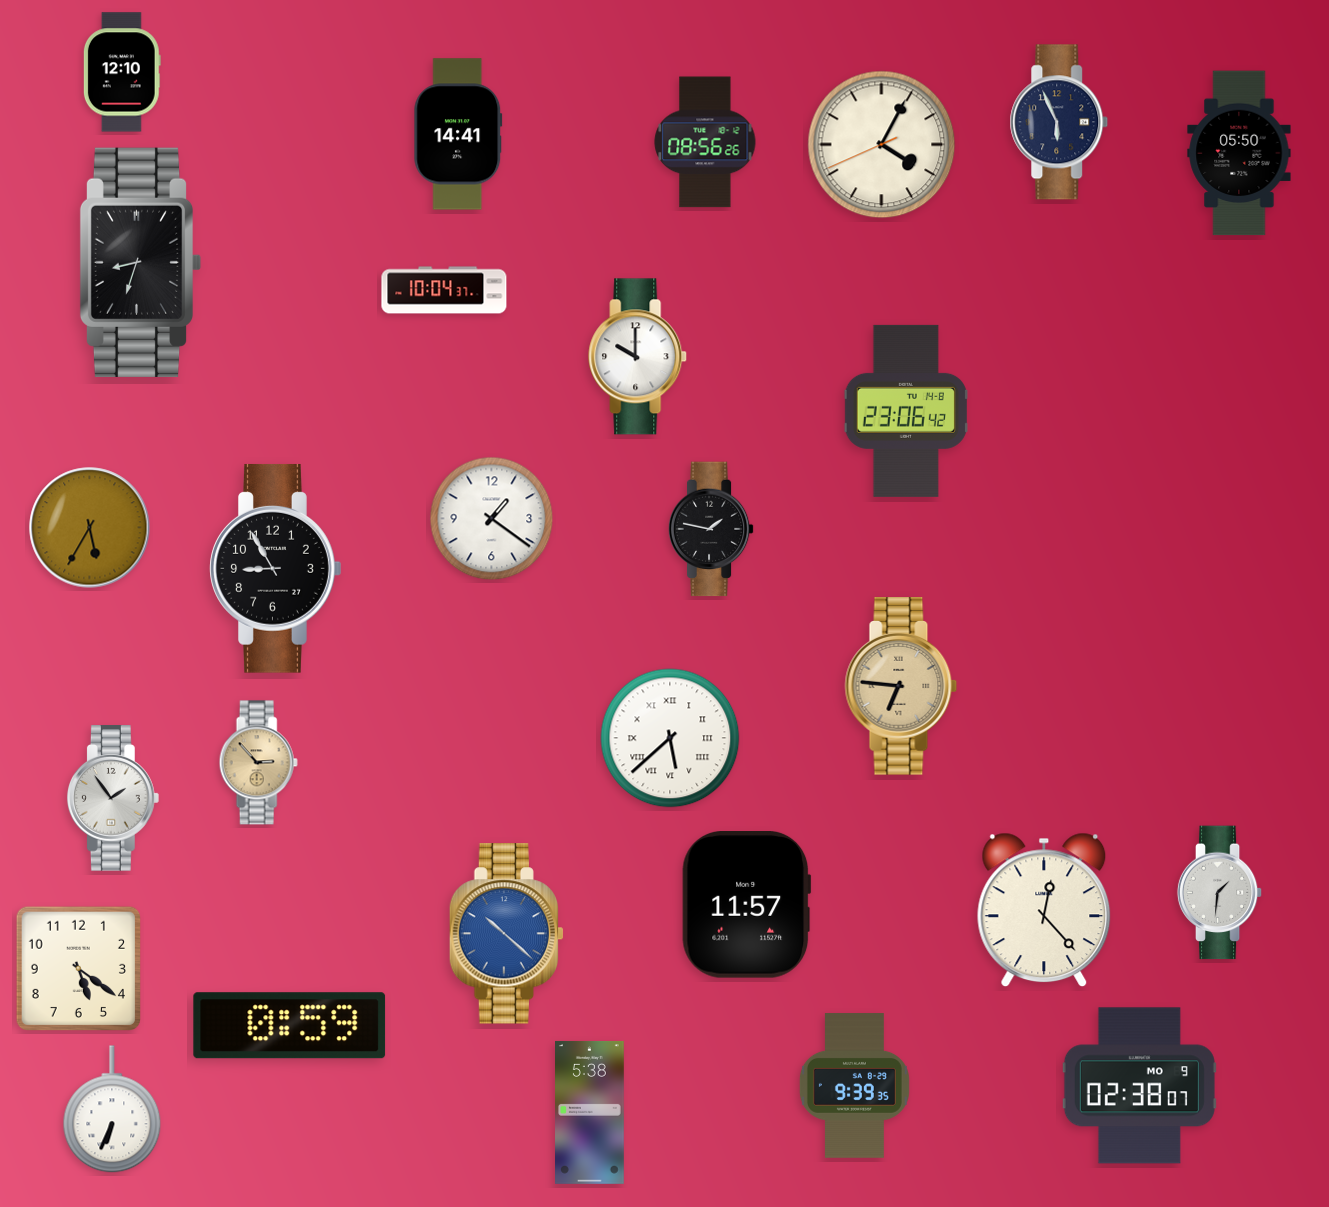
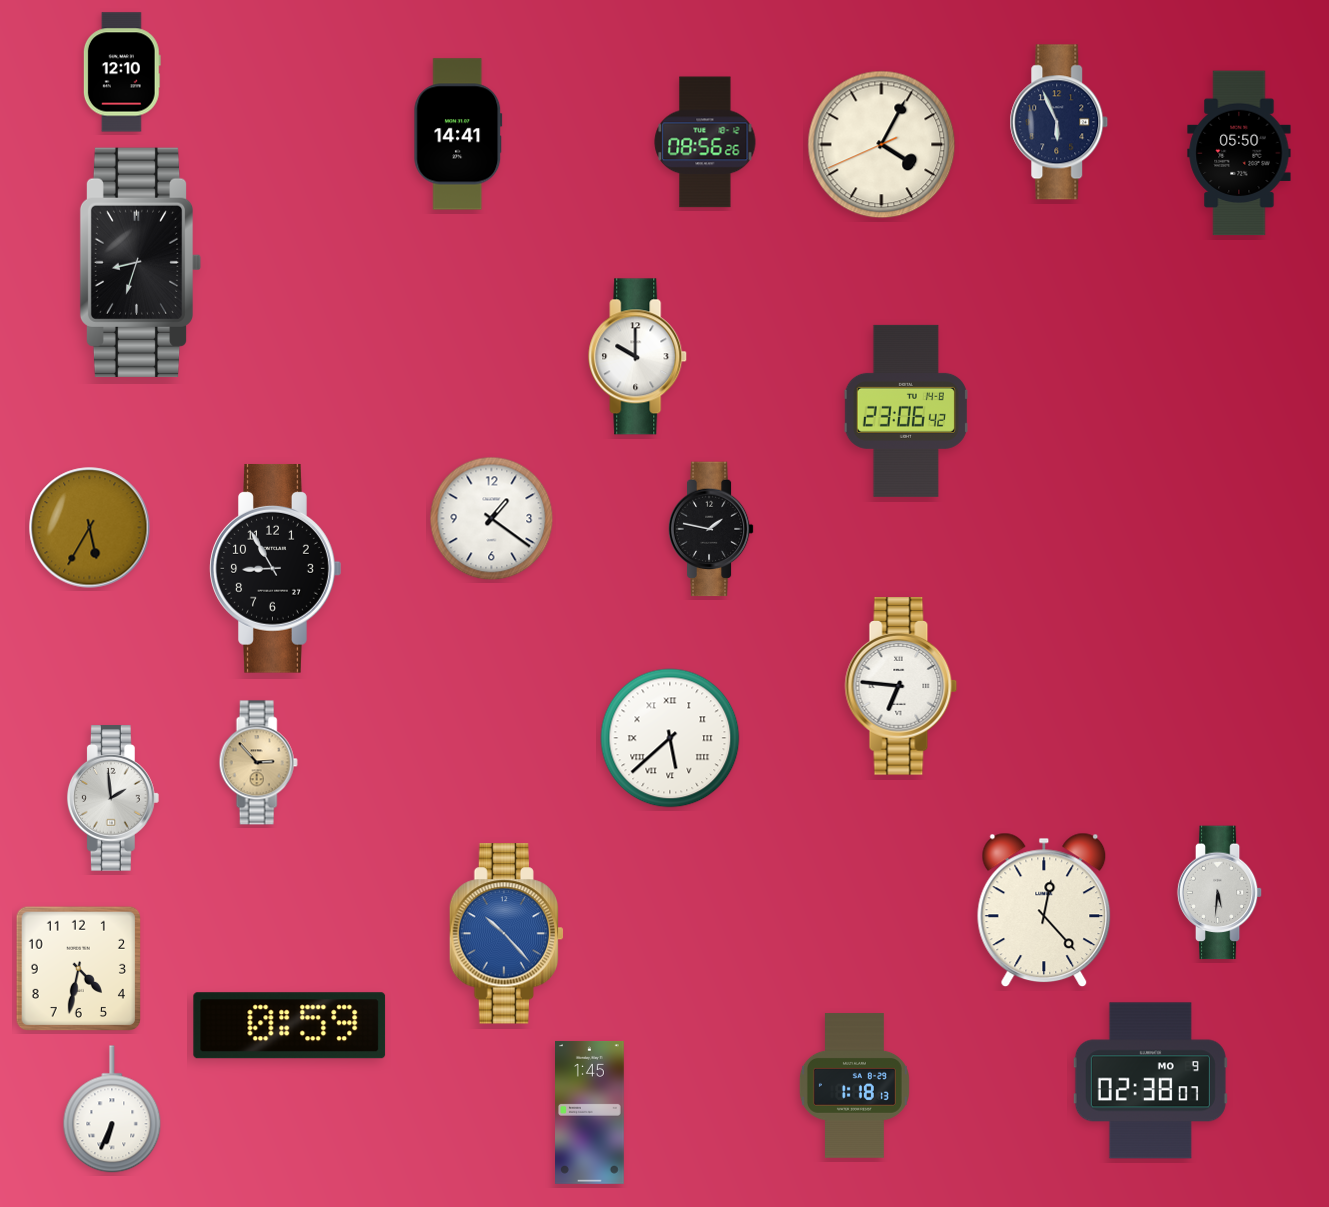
clock at (444, 290): 10:04 -> none
clock at (901, 687) dial: champagne -> white
clock at (113, 798): 1:54 -> 1:59
clock at (1220, 893): 1:31 -> 5:31
clock at (747, 905): 11:57 -> none
clock at (506, 934): 10:22 -> 10:23
clock at (78, 968): 5:21 -> 4:32
clock at (854, 1086): 9:39 -> 1:18
clock at (1139, 1086) position: (1139, 1086) -> (1150, 1081)
clock at (590, 1112): 5:38 -> 1:45
